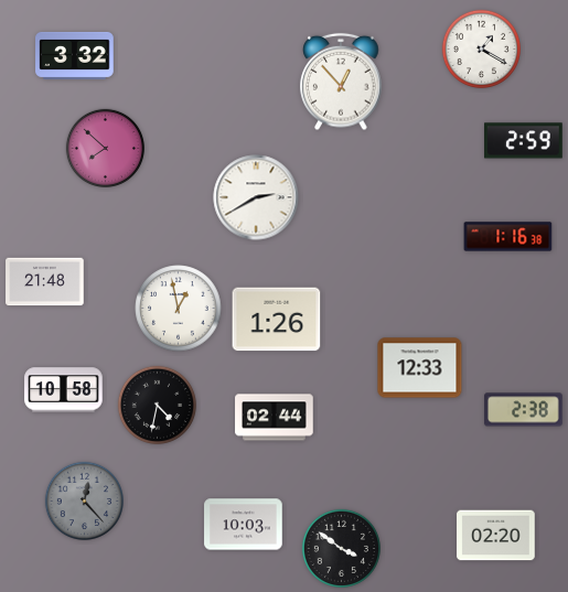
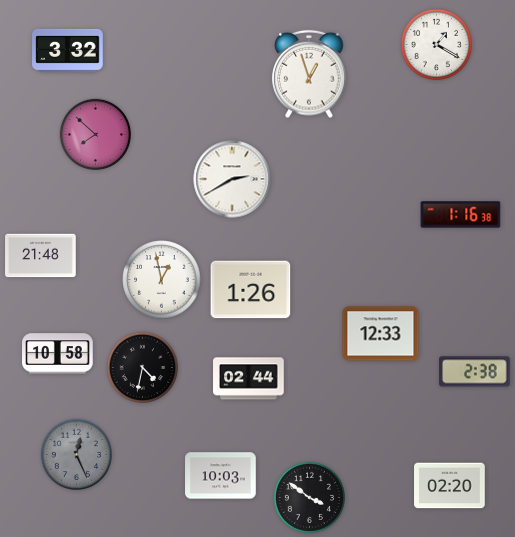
clock at (341, 82): 12:53 -> 12:57
clock at (524, 141): 2:59 -> none
clock at (84, 500): 12:23 -> 12:26
